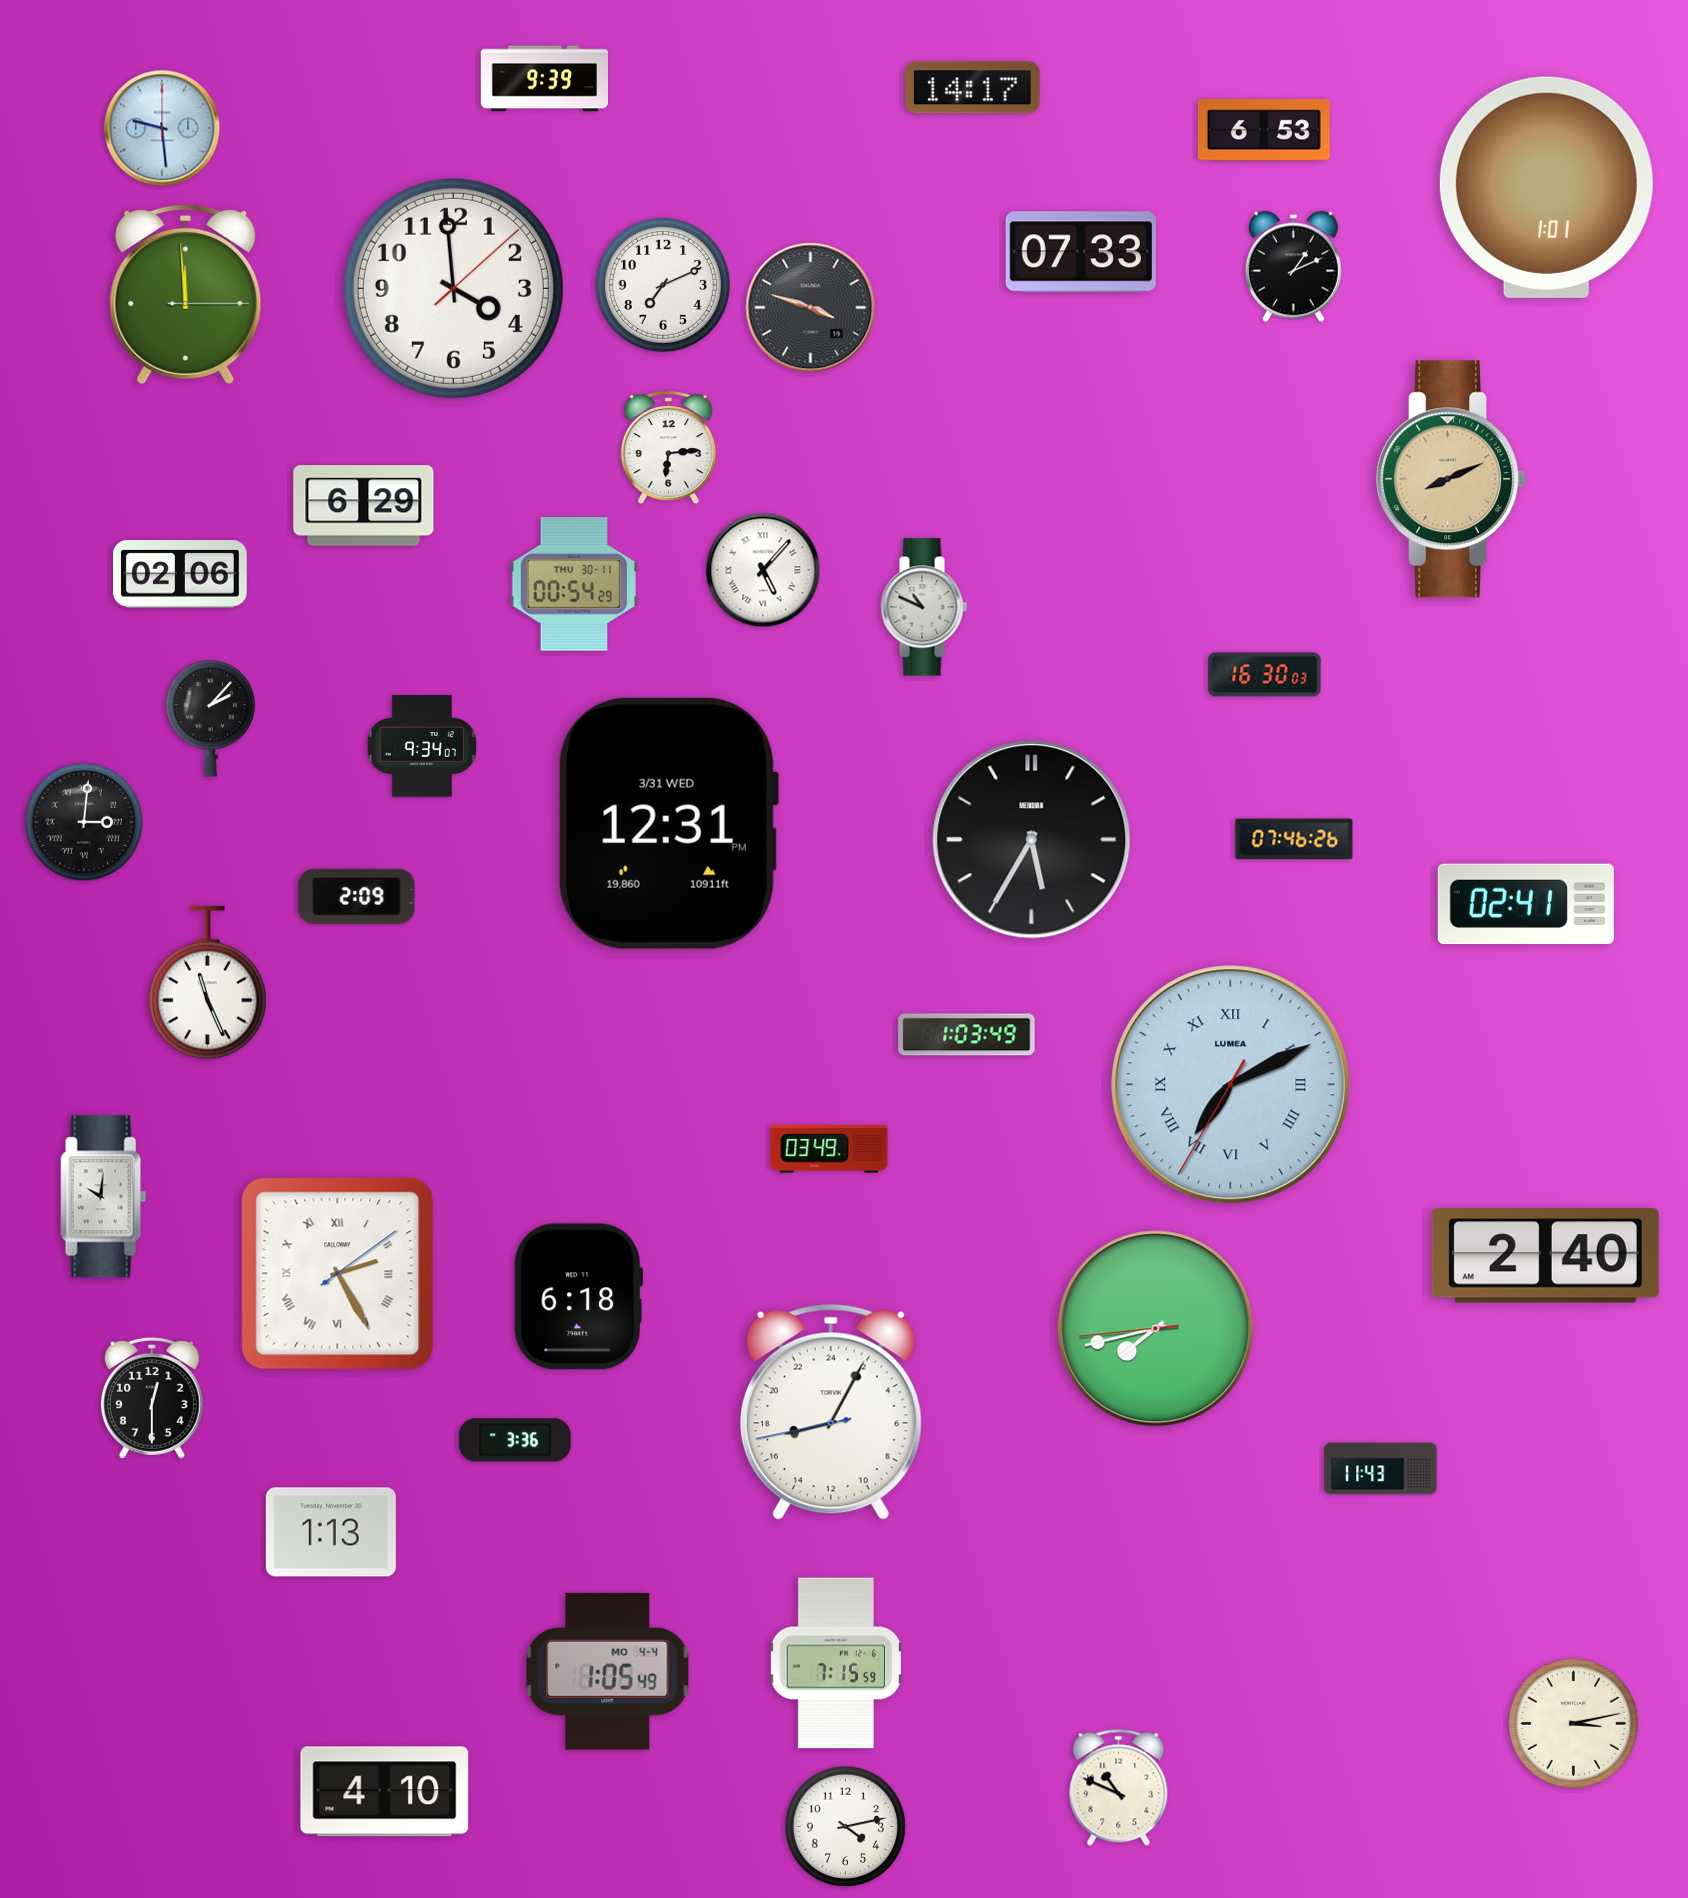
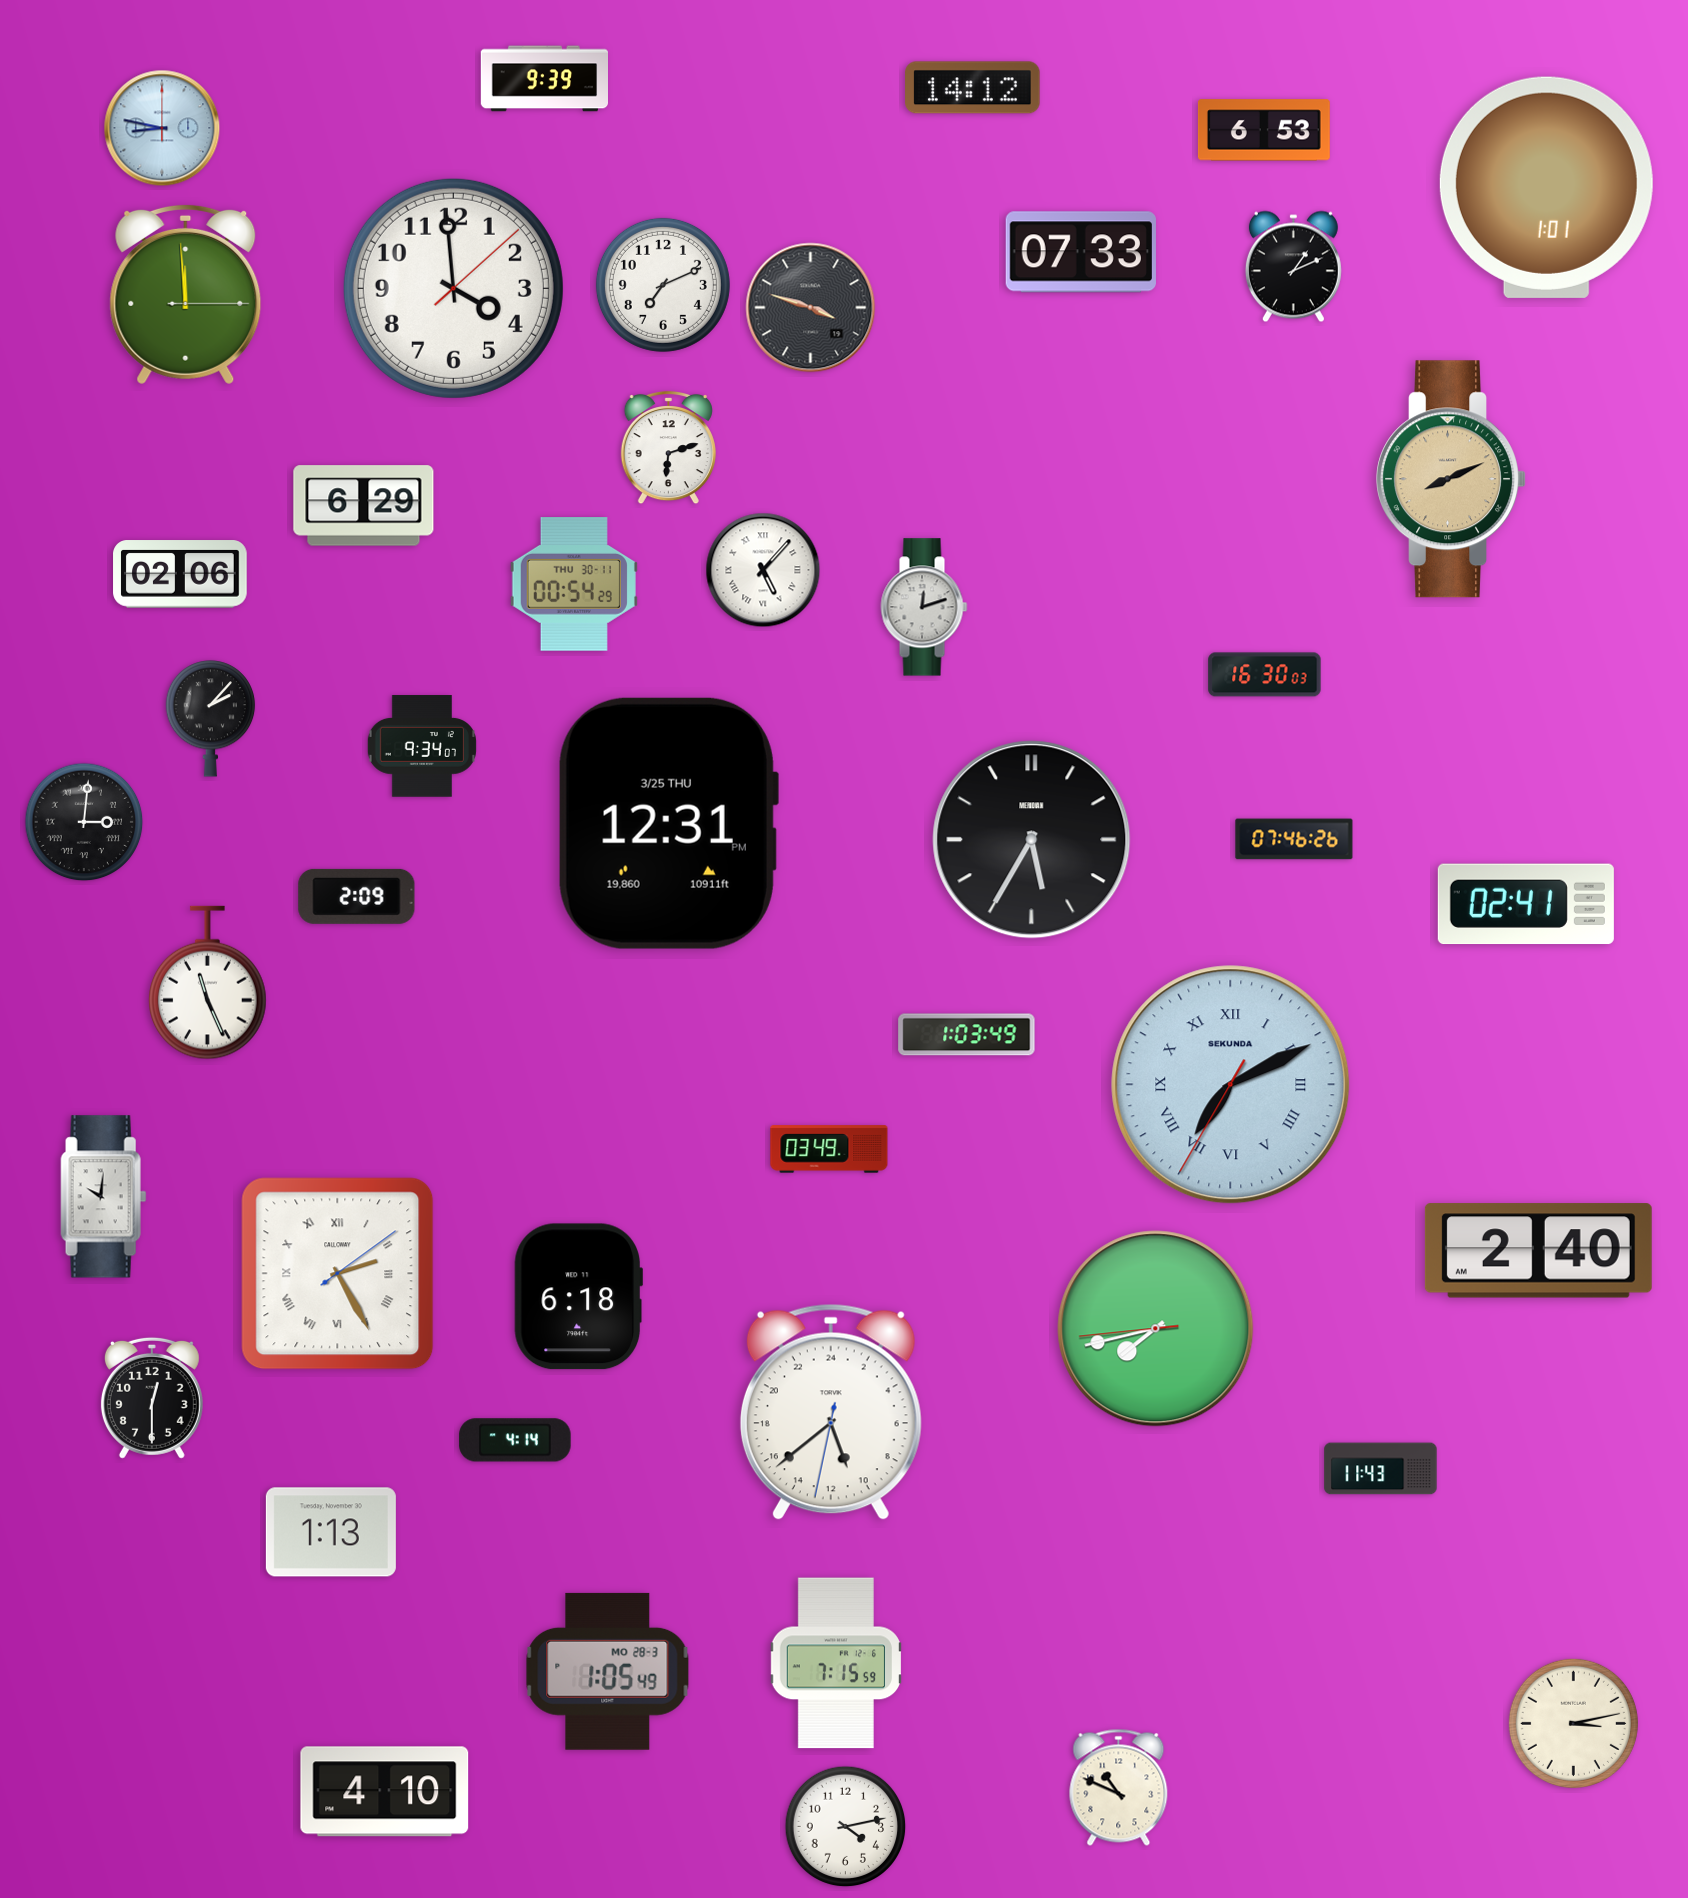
clock at (973, 88): 14:17 -> 14:12
clock at (162, 128): 9:29 -> 8:47
clock at (668, 448): 6:14 -> 6:12
clock at (924, 607): 10:49 -> 12:12
clock at (668, 823) date: 3/31 WED -> 3/25 THU
clock at (1231, 1085) brand: LUMEA -> SEKUNDA
clock at (1545, 1256) position: (1545, 1256) -> (1538, 1251)
clock at (831, 1412): 17:04 -> 10:38
clock at (515, 1440): 3:36 -> 4:14
clock at (608, 1671) date: MO 4-4 -> MO 28-3
